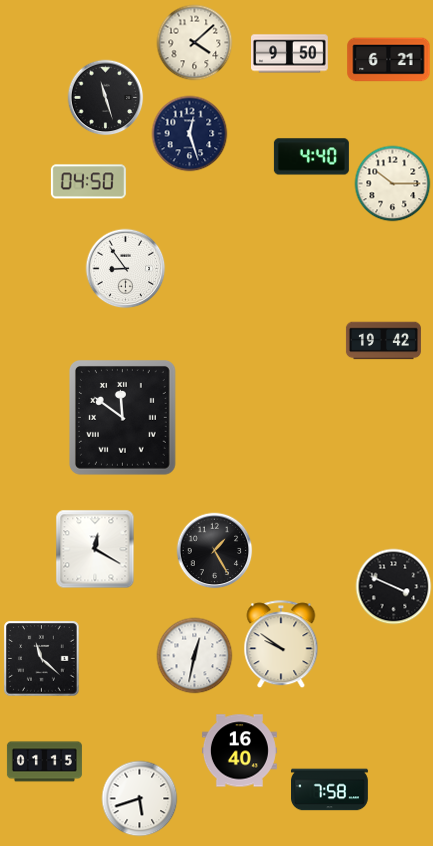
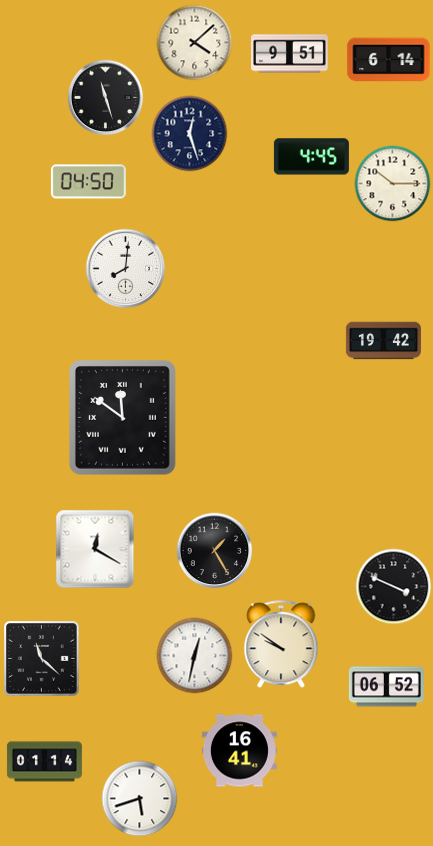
clock at (290, 54): 9:50 -> 9:51
clock at (389, 60): 6:21 -> 6:14
clock at (311, 157): 4:40 -> 4:45
clock at (126, 269): 8:54 -> 8:01
clock at (386, 687): none -> 06:52
clock at (239, 751): 16:40 -> 16:41
clock at (44, 762): 01:15 -> 01:14
clock at (330, 790): 7:58 -> none
